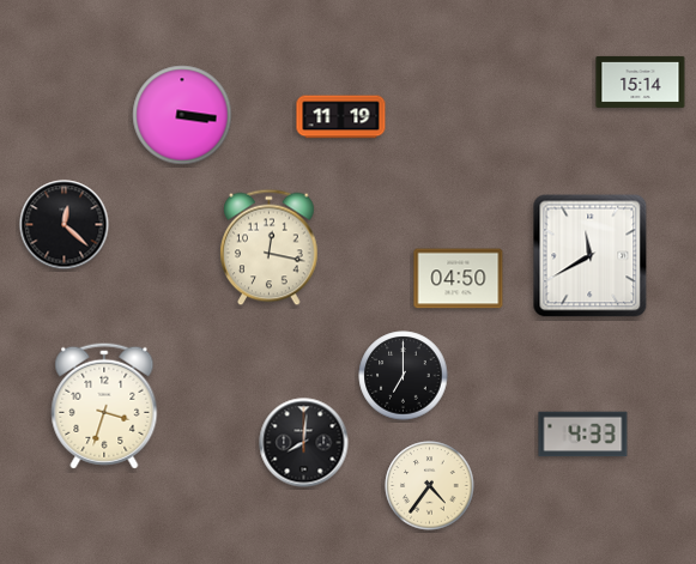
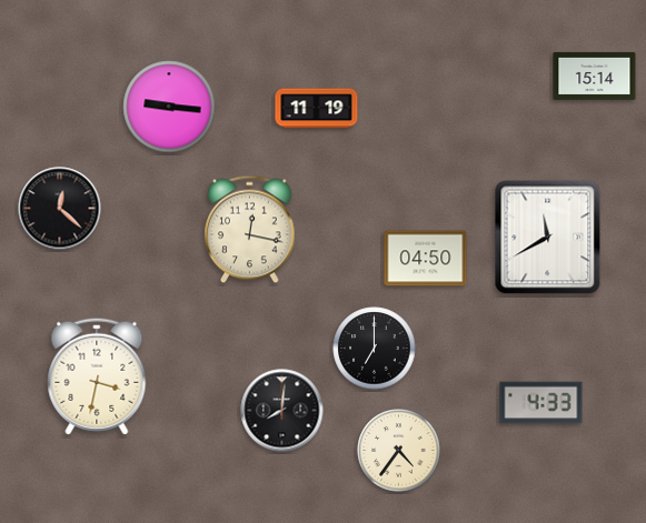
clock at (182, 115): 3:16 -> 9:16
clock at (104, 406): 3:33 -> 3:32
